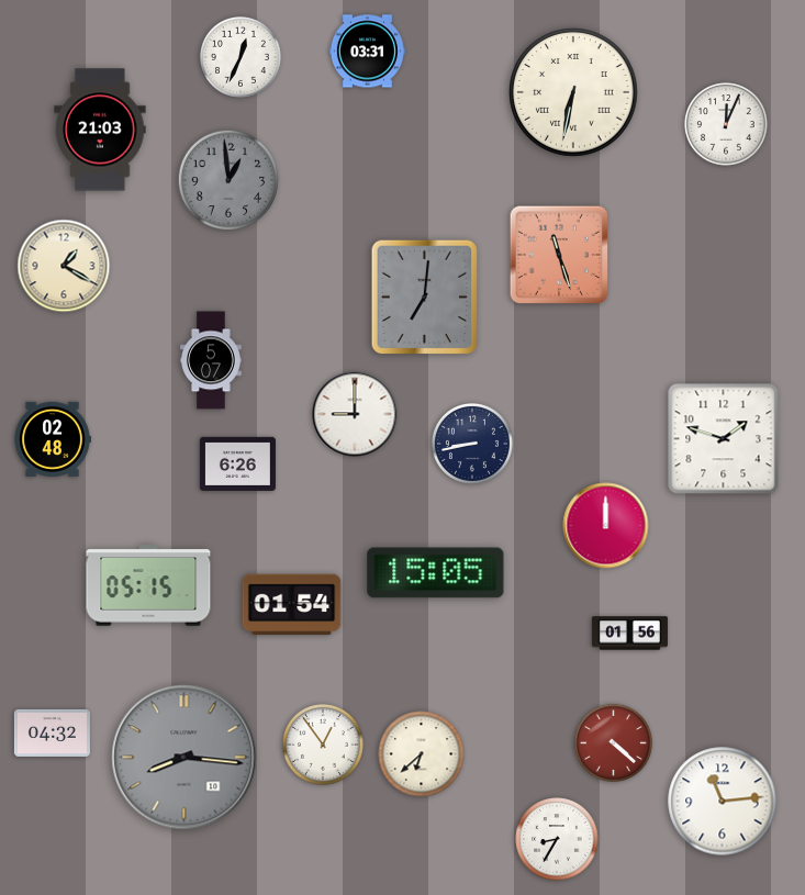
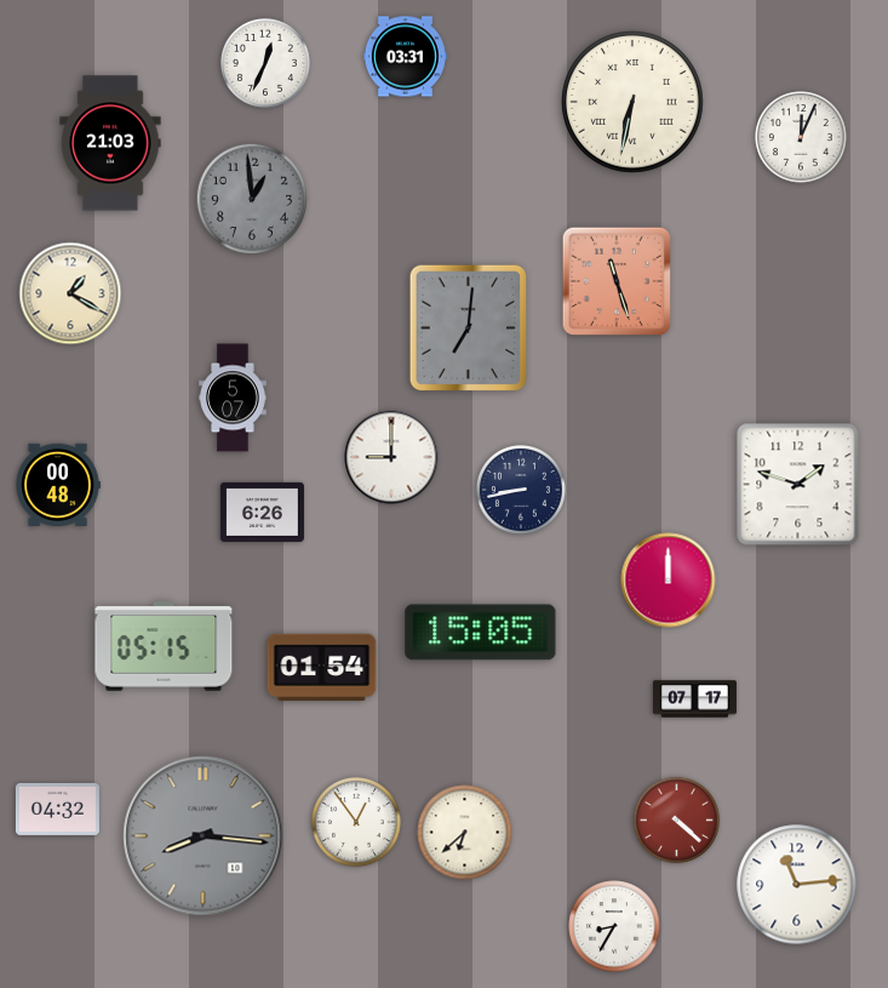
clock at (53, 439): 02:48 -> 00:48
clock at (629, 634): 01:56 -> 07:17
